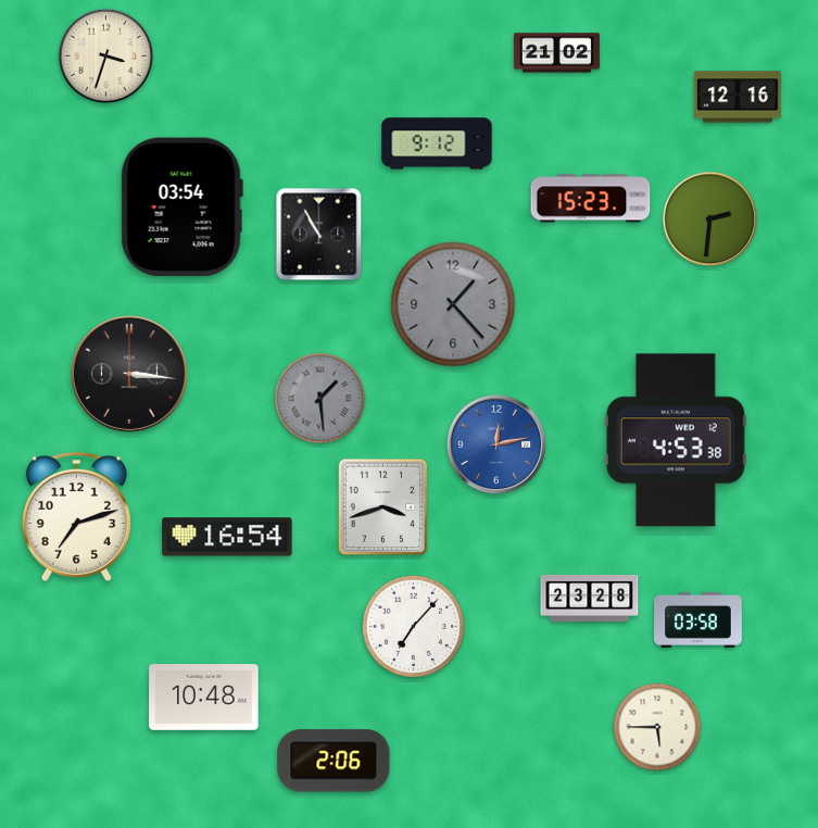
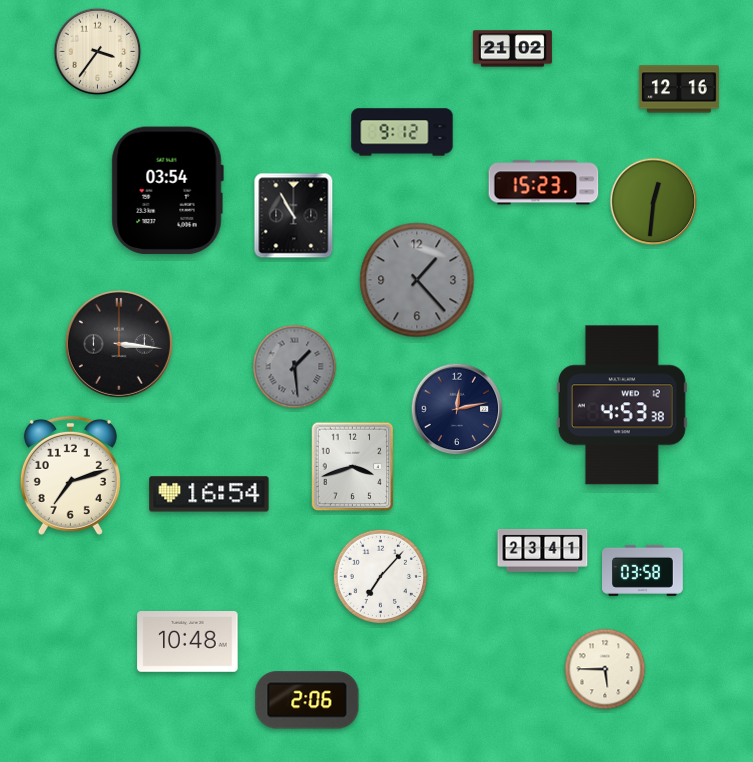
clock at (106, 57): 3:33 -> 3:36
clock at (710, 219): 2:31 -> 12:31
clock at (496, 444) dial: blue -> navy
clock at (590, 598): 23:28 -> 23:41
